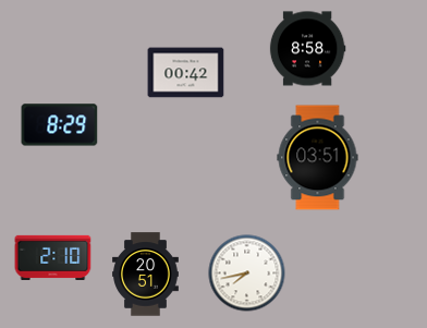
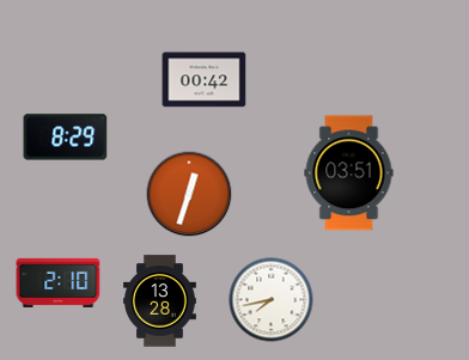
clock at (307, 49): 8:58 -> none
clock at (189, 194): none -> 12:33
clock at (146, 275): 20:51 -> 13:28
